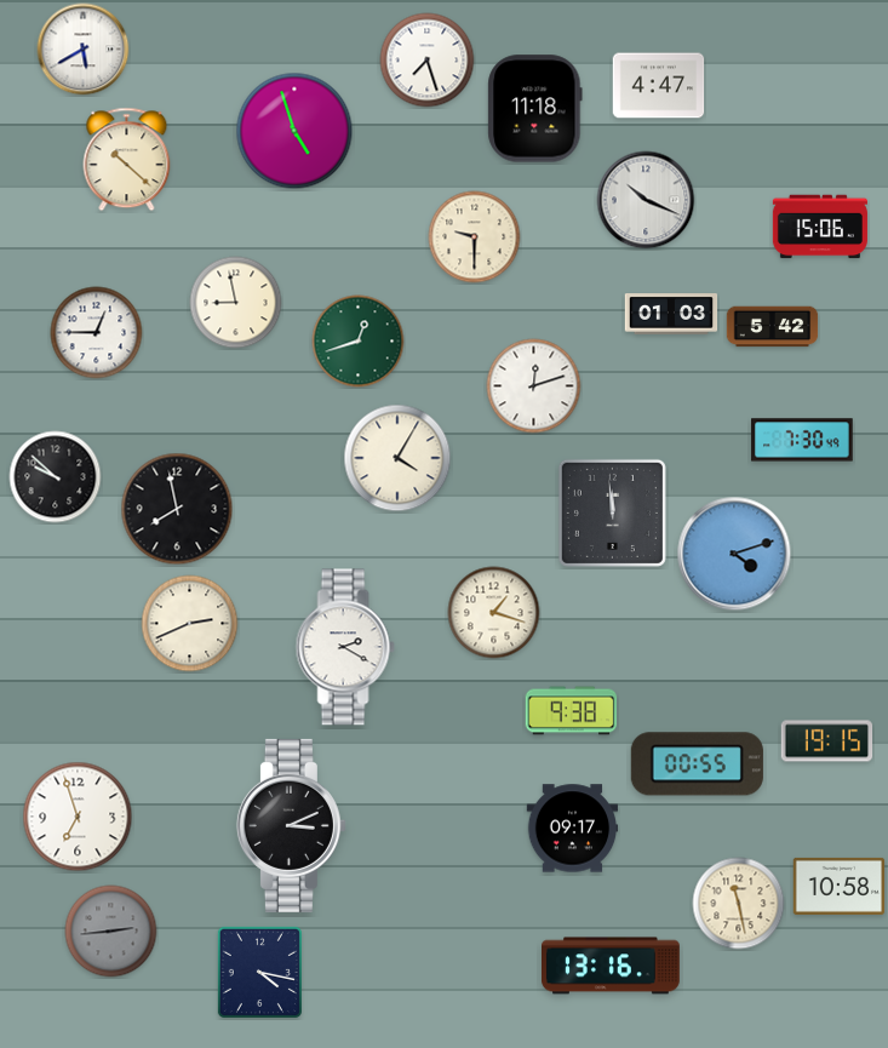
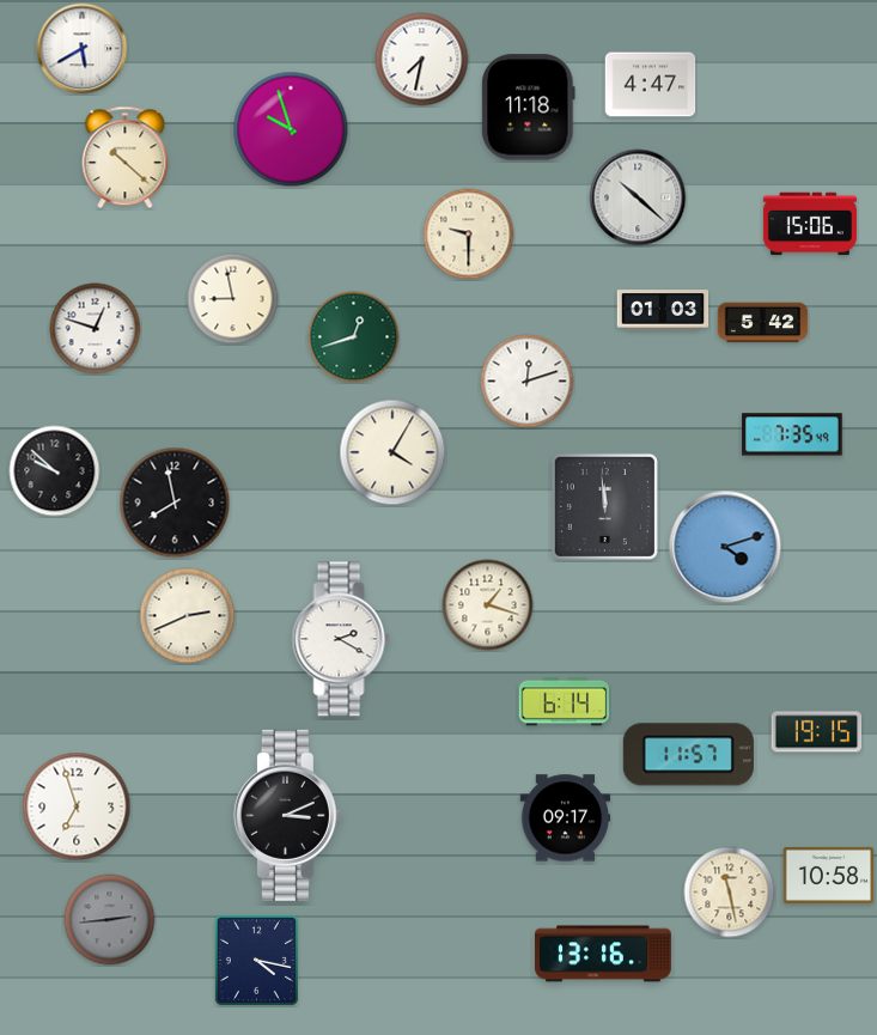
clock at (428, 61): 7:27 -> 7:32
clock at (294, 131): 4:57 -> 9:57
clock at (646, 200): 10:19 -> 10:22
clock at (97, 333): 12:45 -> 12:48
clock at (802, 440): 7:30 -> 7:35
clock at (572, 711): 9:38 -> 6:14
clock at (697, 764): 00:55 -> 11:57
